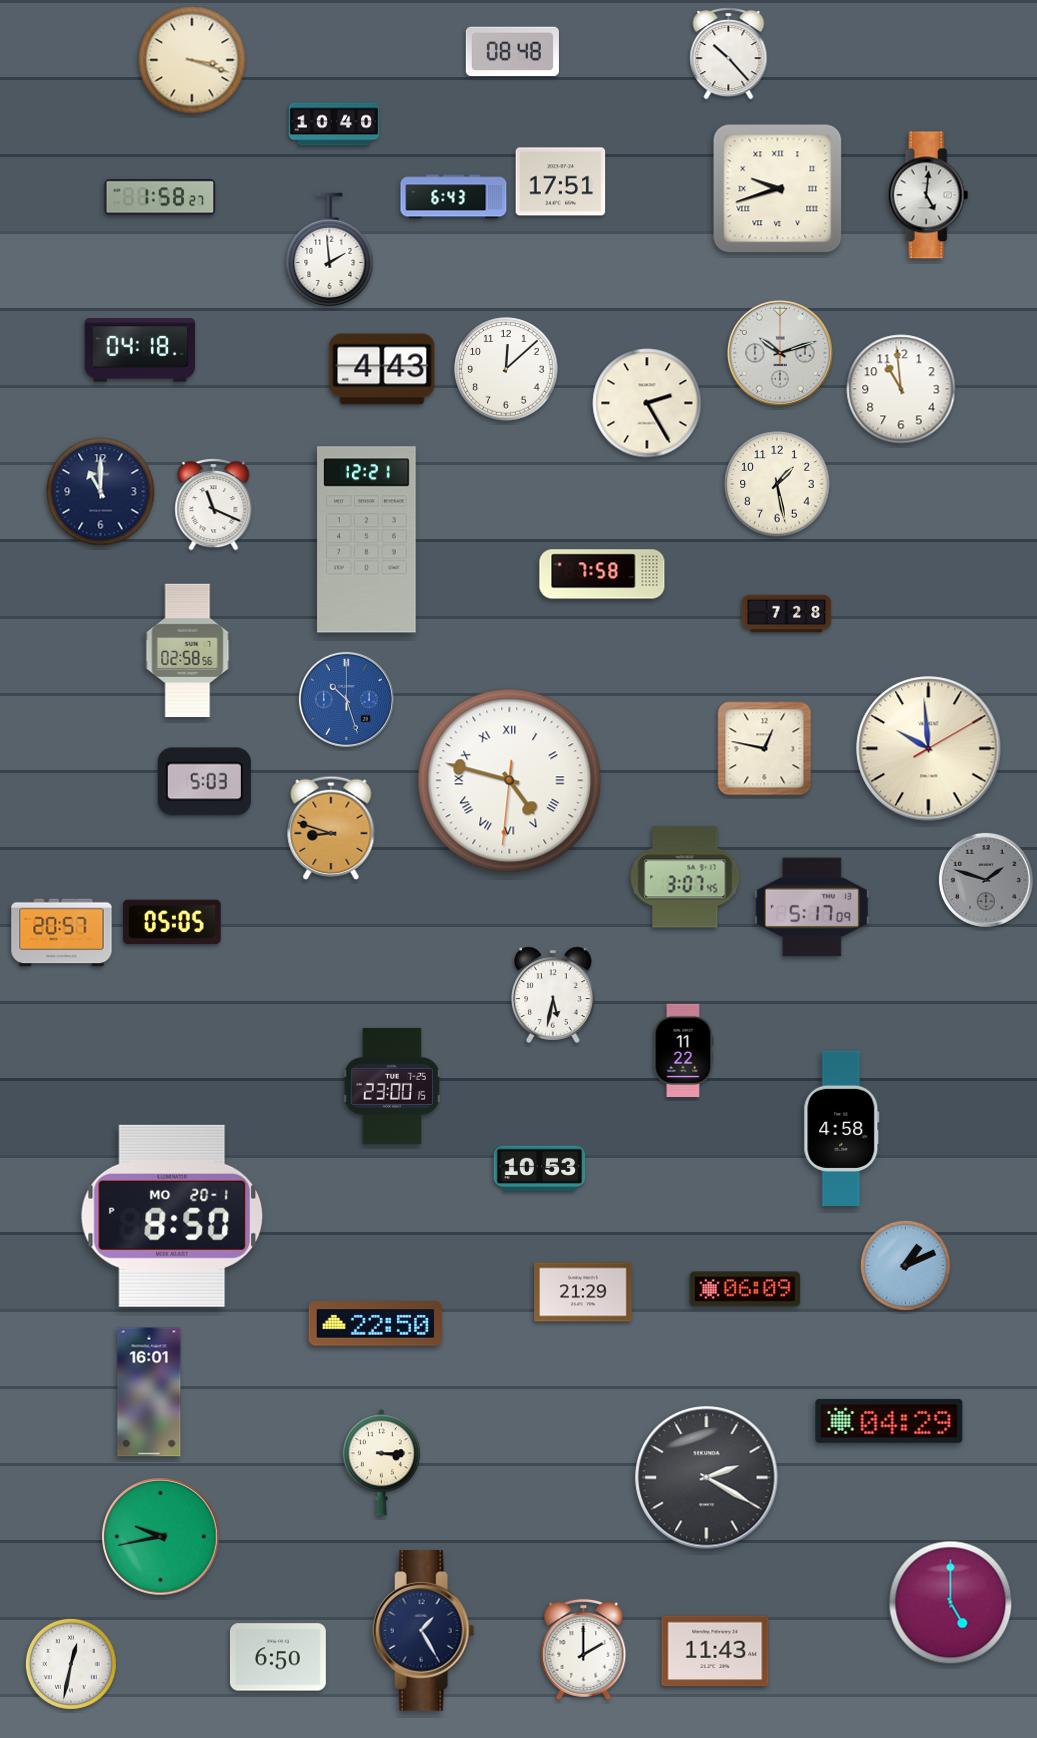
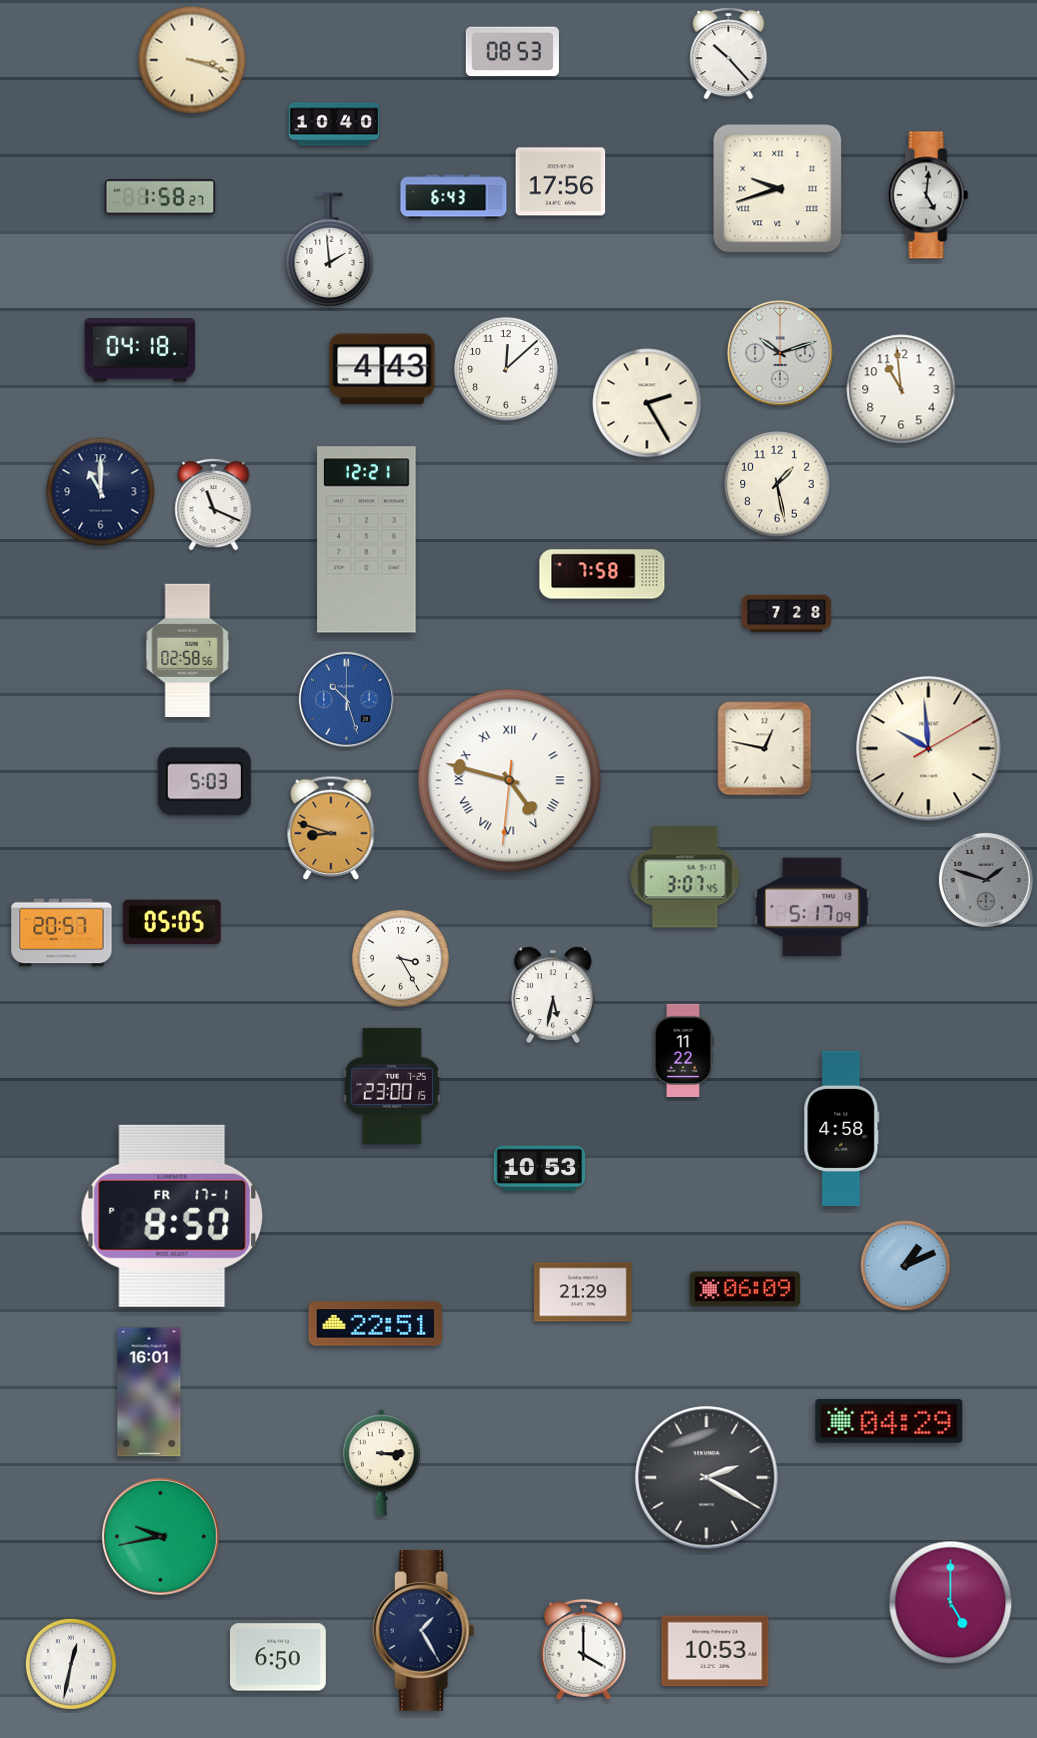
clock at (512, 52): 08:48 -> 08:53
clock at (561, 182): 17:51 -> 17:56
clock at (401, 959): none -> 3:25
clock at (172, 1216) date: MO 20-1 -> FR 17-1
clock at (375, 1324): 22:50 -> 22:51
clock at (584, 1649): 2:00 -> 4:00
clock at (715, 1651): 11:43 -> 10:53
